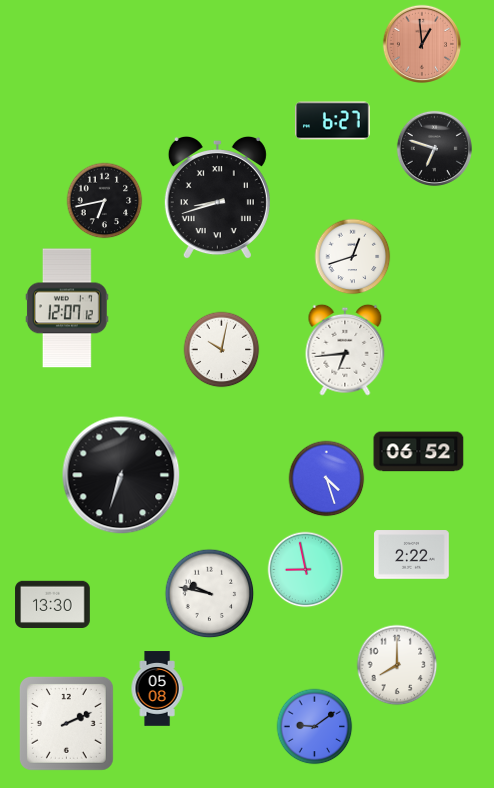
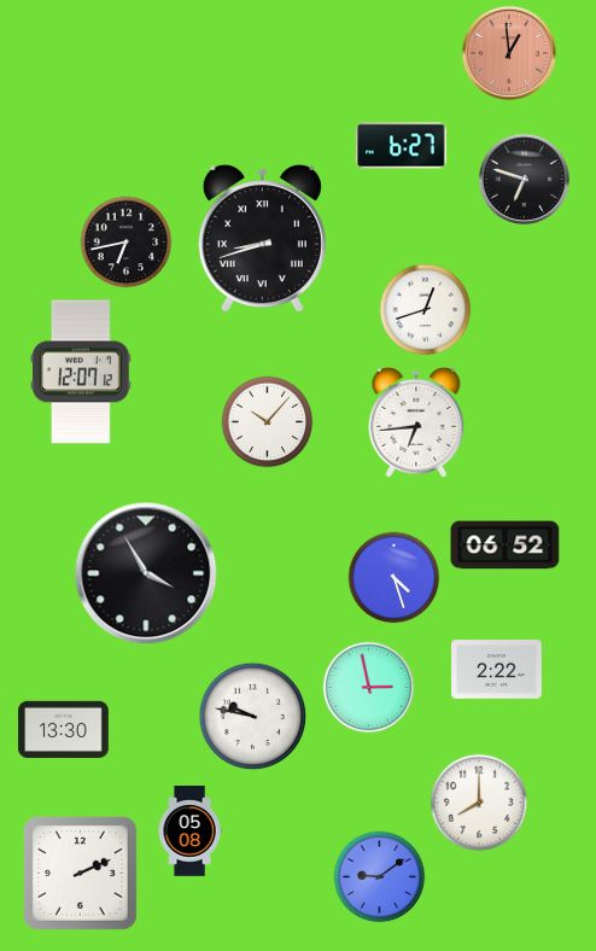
clock at (222, 350): 10:02 -> 10:07
clock at (121, 475): 6:33 -> 3:55
clock at (306, 570): 8:58 -> 2:58
